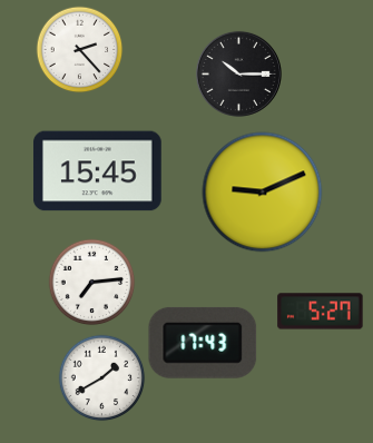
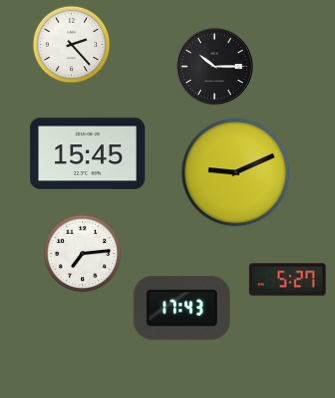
clock at (101, 377): 1:40 -> none
